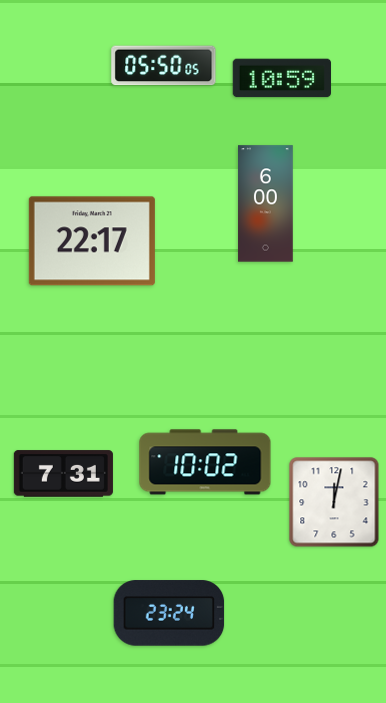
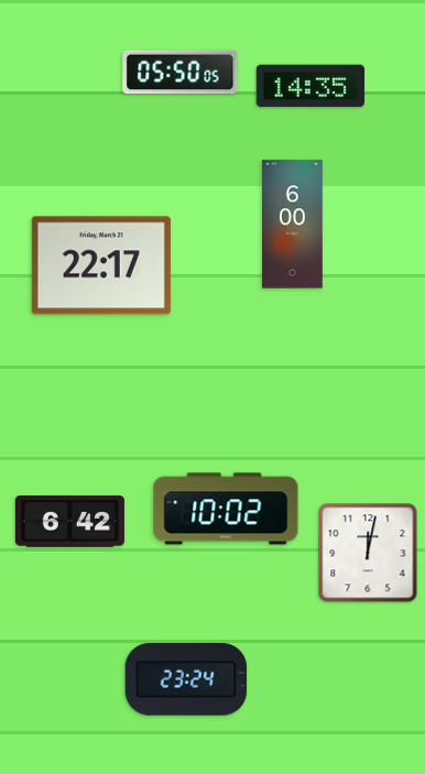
clock at (281, 78): 10:59 -> 14:35
clock at (63, 474): 7:31 -> 6:42
clock at (169, 613) position: (169, 613) -> (186, 679)
